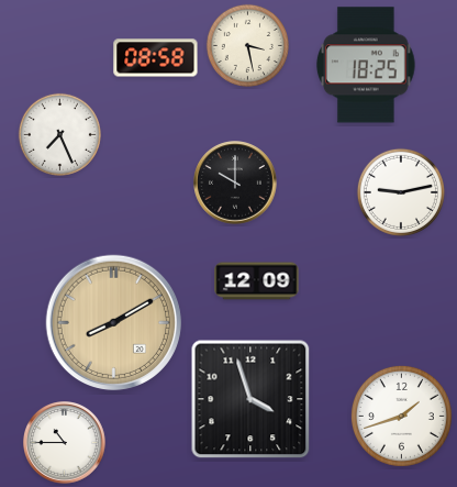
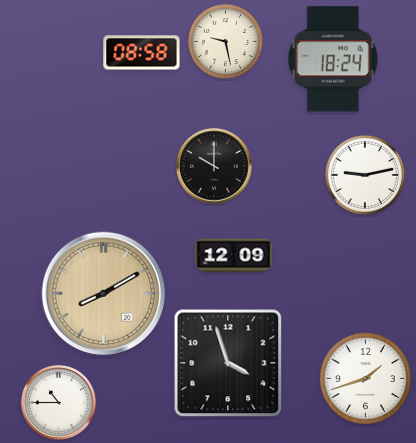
clock at (247, 45): 3:28 -> 9:28
clock at (367, 65): 18:25 -> 18:24
clock at (59, 134): 7:26 -> none
